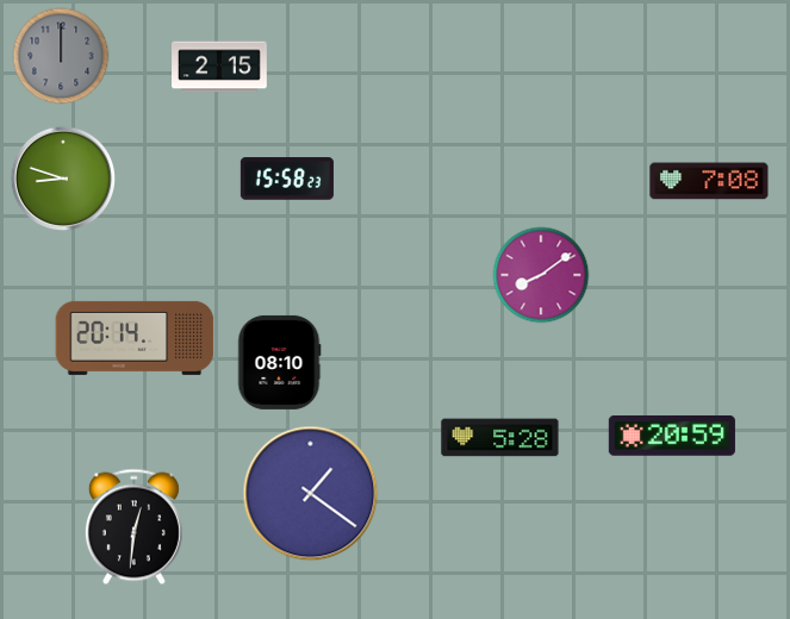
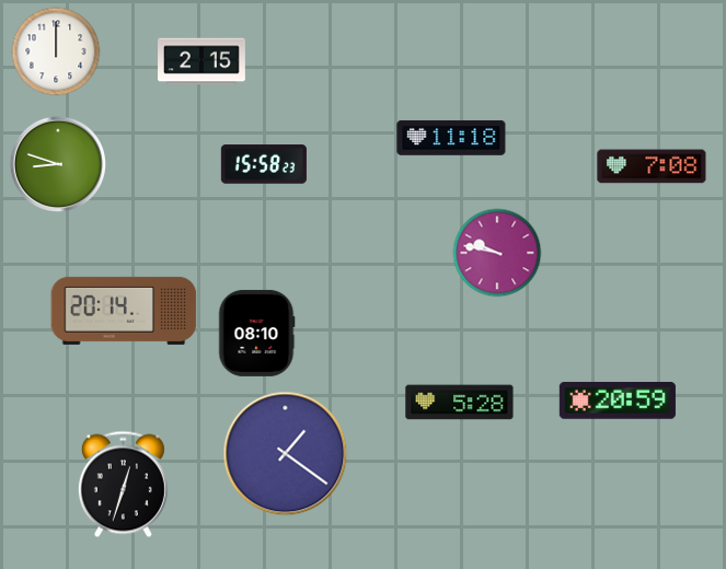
clock at (61, 56) dial: grey -> white
clock at (451, 138): none -> 11:18
clock at (541, 275): 8:09 -> 9:47
clock at (133, 527): 12:31 -> 12:33
